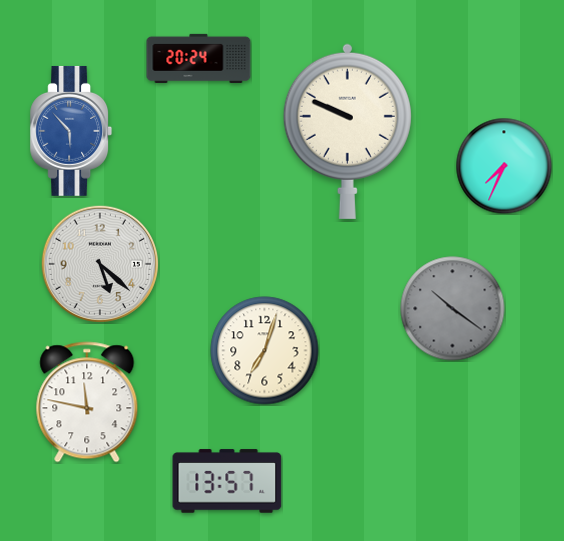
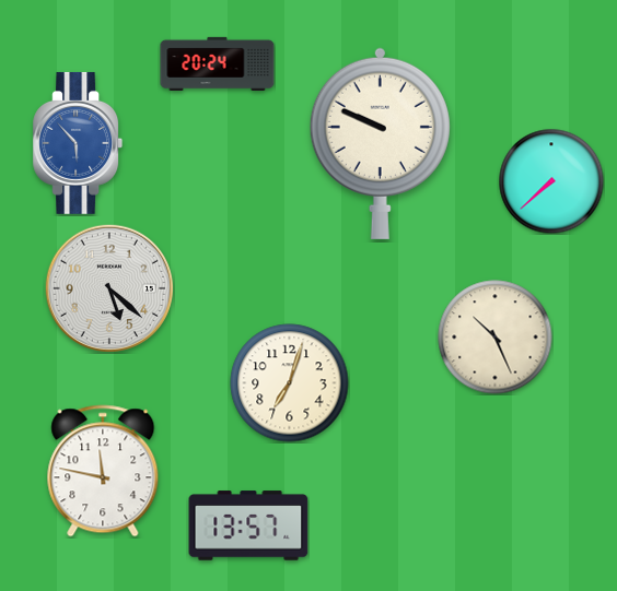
clock at (504, 166): 7:34 -> 7:38
clock at (453, 309): 10:21 -> 10:26
clock at (453, 309) dial: grey -> cream
clock at (87, 402) position: (87, 402) -> (103, 471)
